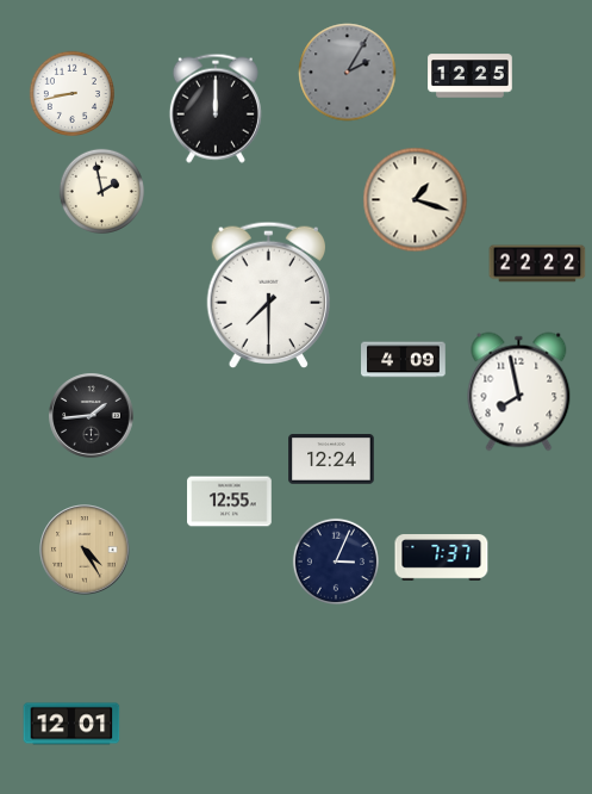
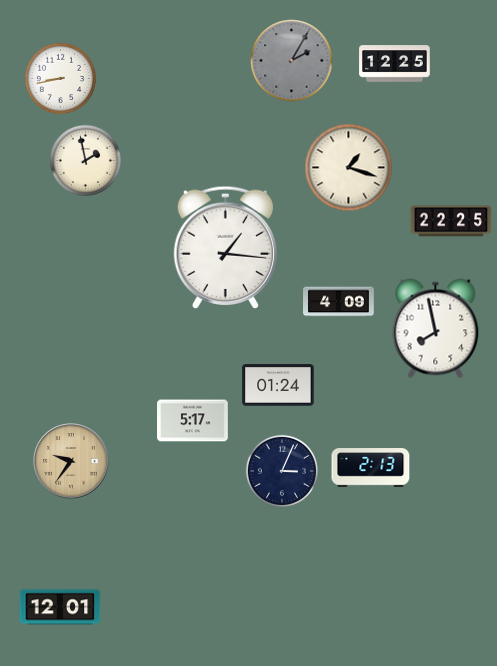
clock at (216, 108): 12:00 -> none
clock at (537, 263): 22:22 -> 22:25
clock at (268, 294): 7:30 -> 1:16
clock at (92, 416): 1:44 -> none
clock at (331, 459): 12:24 -> 01:24
clock at (230, 502): 12:55 -> 5:17
clock at (85, 550): 4:25 -> 9:36
clock at (442, 558): 7:37 -> 2:13
